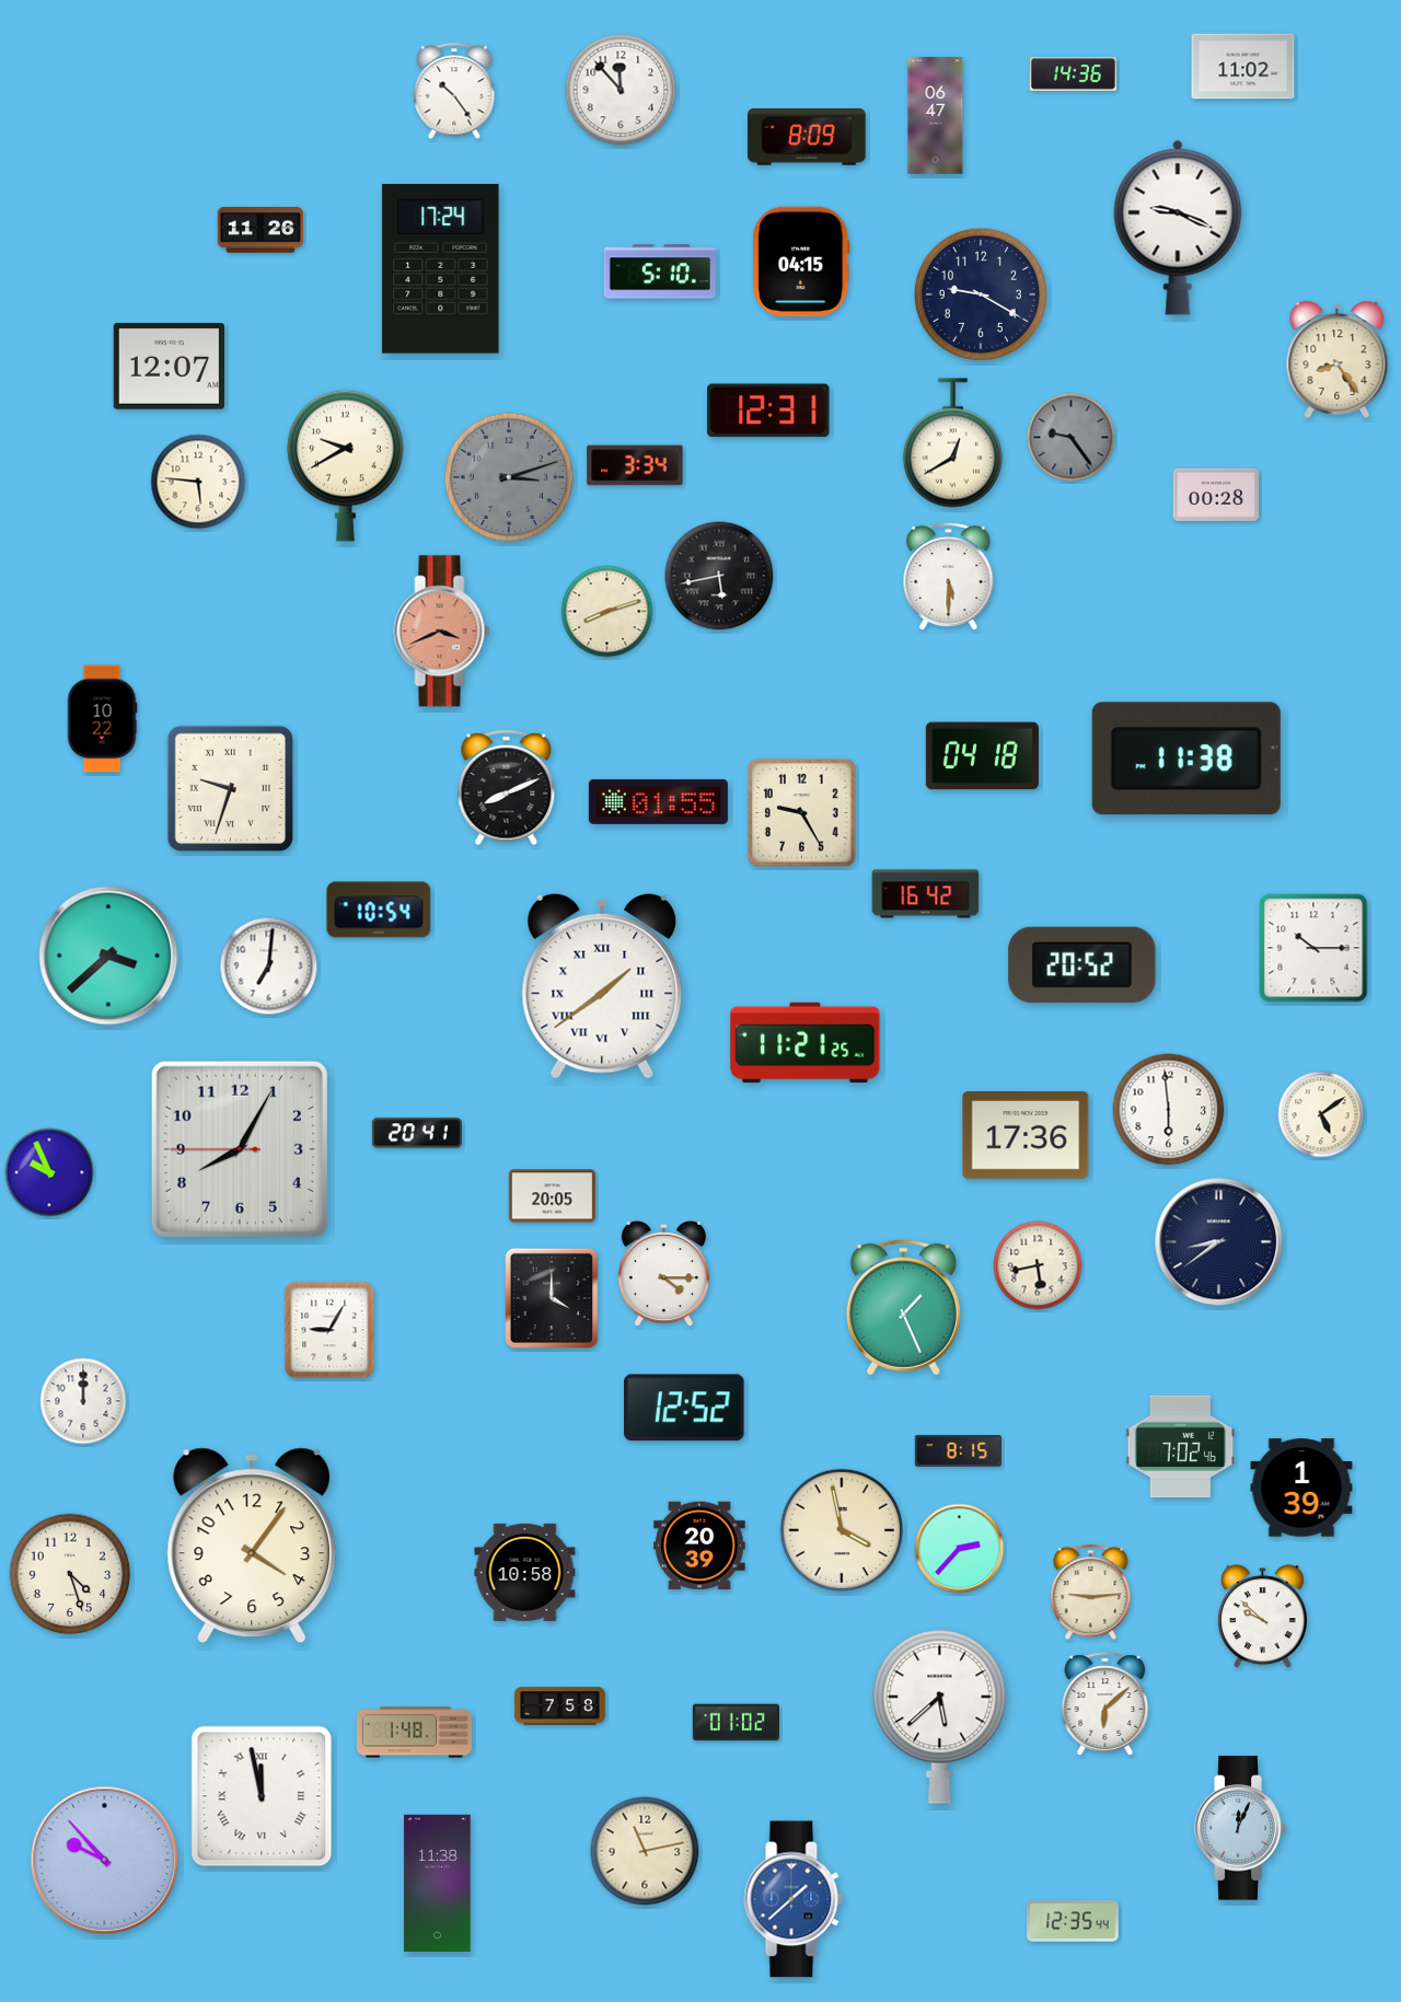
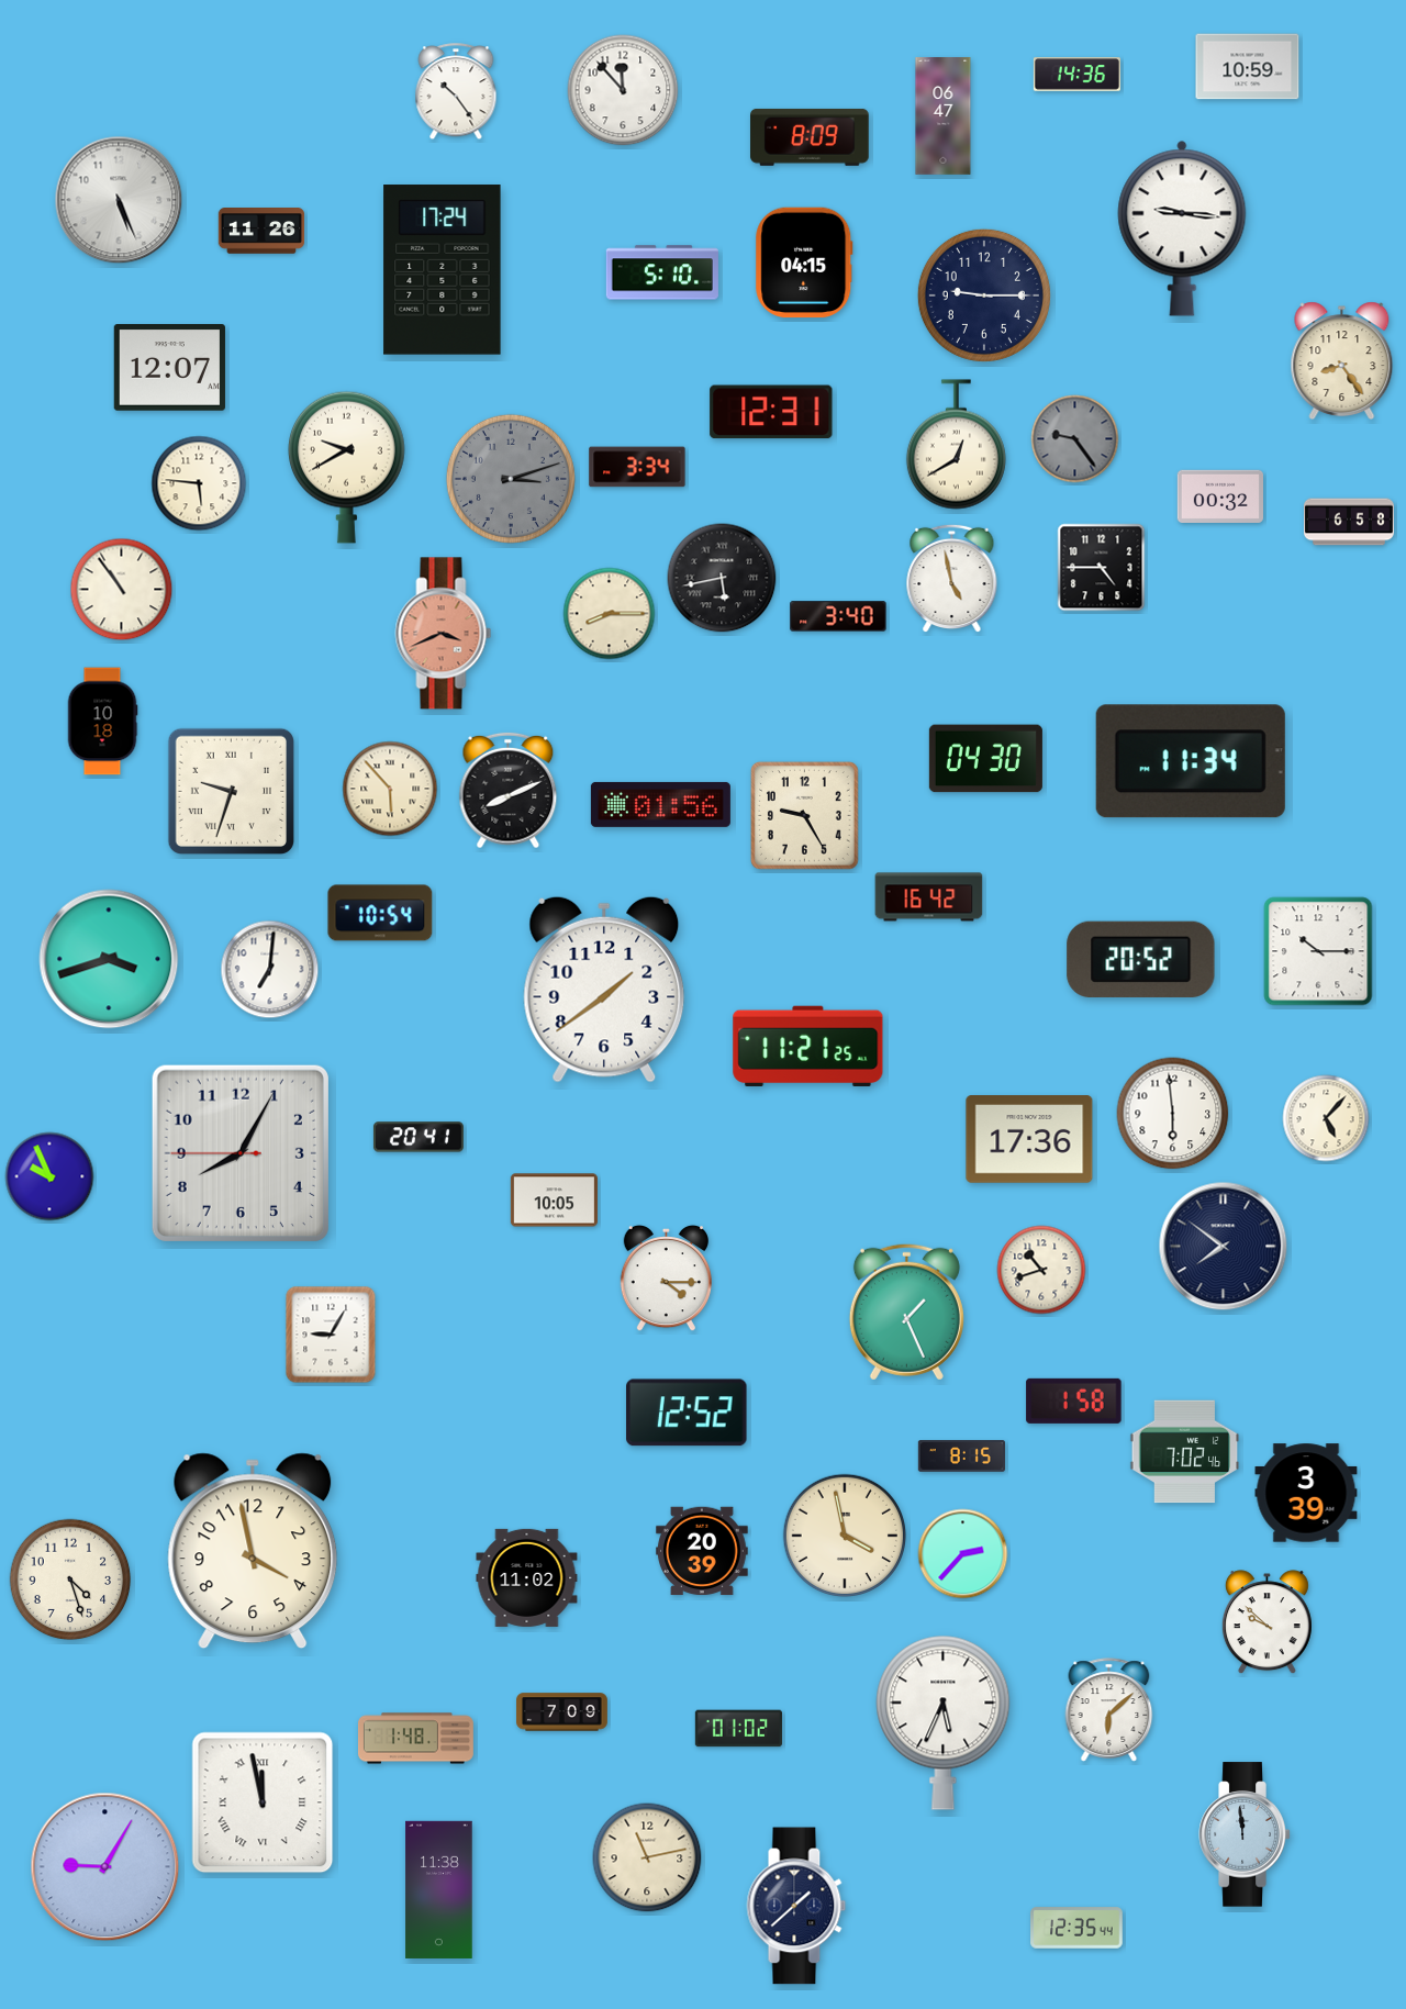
clock at (1243, 67): 11:02 -> 10:59
clock at (936, 116) position: (936, 116) -> (944, 116)
clock at (119, 200): none -> 5:26
clock at (1178, 228): 9:19 -> 9:16
clock at (981, 294): 9:20 -> 9:15
clock at (1215, 495): 00:28 -> 00:32
clock at (1349, 522): none -> 6:58
clock at (1102, 568): none -> 4:45
clock at (949, 577): 5:30 -> 4:58
clock at (122, 590): none -> 10:54
clock at (607, 612): 8:12 -> 8:15
clock at (838, 616): none -> 3:40
clock at (102, 719): 10:22 -> 10:18
clock at (982, 756): 04:18 -> 04:30
clock at (1186, 759): 11:38 -> 11:34
clock at (390, 789): none -> 5:53
clock at (658, 801): 01:55 -> 01:56
clock at (108, 956): 3:38 -> 3:42
clock at (1082, 964) position: (1082, 964) -> (1141, 959)
clock at (602, 986) numerals: Roman -> Arabic
clock at (1321, 1114): 5:09 -> 5:07
clock at (552, 1196): 20:05 -> 10:05
clock at (1219, 1242): 8:39 -> 7:51
clock at (1038, 1265): 5:43 -> 10:42
clock at (551, 1298): 4:00 -> none
clock at (1074, 1400): none -> 1:58
clock at (83, 1401): 12:00 -> none
clock at (1301, 1488): 1:39 -> 3:39
clock at (252, 1546): 4:06 -> 3:58
clock at (525, 1572): 10:58 -> 11:02
clock at (1091, 1593): 9:14 -> none
clock at (560, 1706): 7:58 -> 7:09
clock at (940, 1716): 5:38 -> 5:34
clock at (1240, 1828): 12:04 -> 11:59
clock at (105, 1861): 9:53 -> 9:05
clock at (794, 1899) dial: blue -> navy
